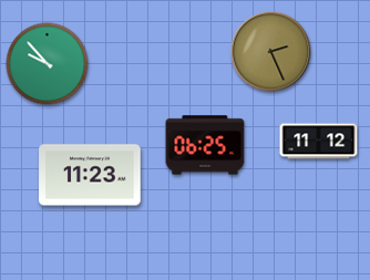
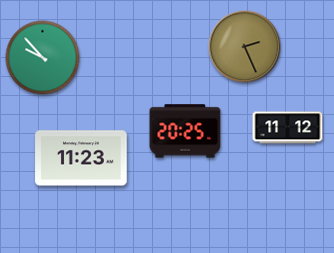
clock at (205, 145): 06:25 -> 20:25
